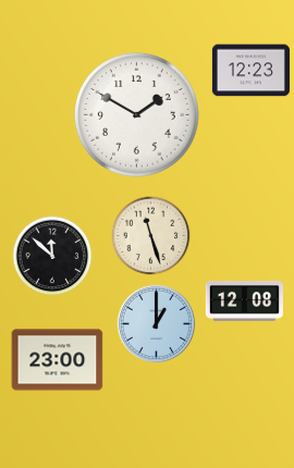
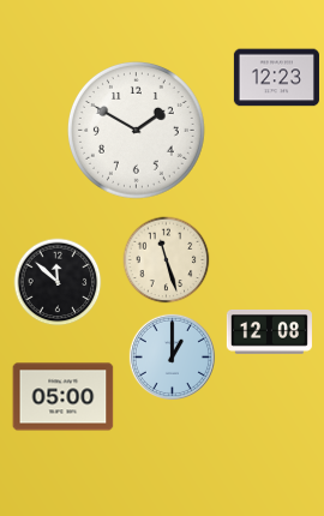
clock at (137, 115) position: (137, 115) -> (137, 131)
clock at (58, 360): 23:00 -> 05:00
